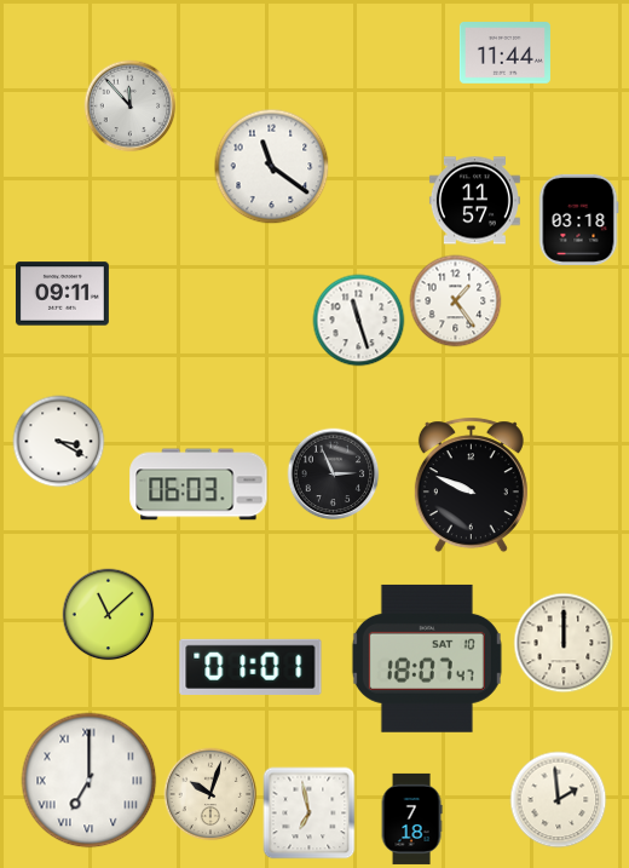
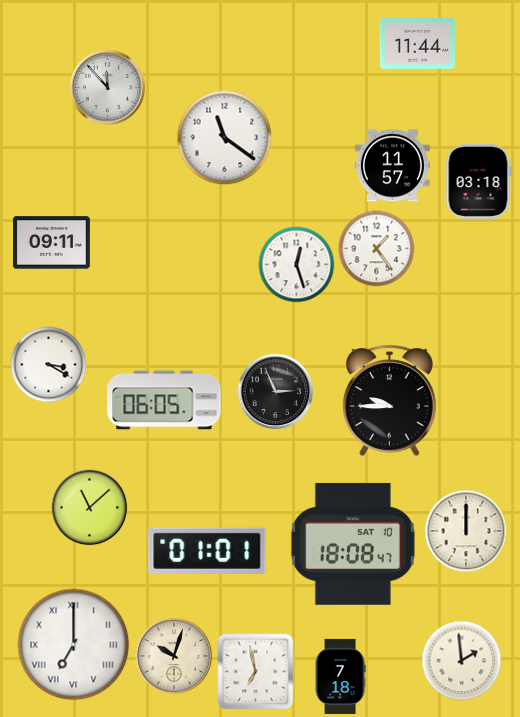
clock at (359, 321): 11:27 -> 12:27
clock at (198, 484): 06:03 -> 06:05
clock at (471, 485): 9:49 -> 9:45
clock at (427, 659): 18:07 -> 18:08
